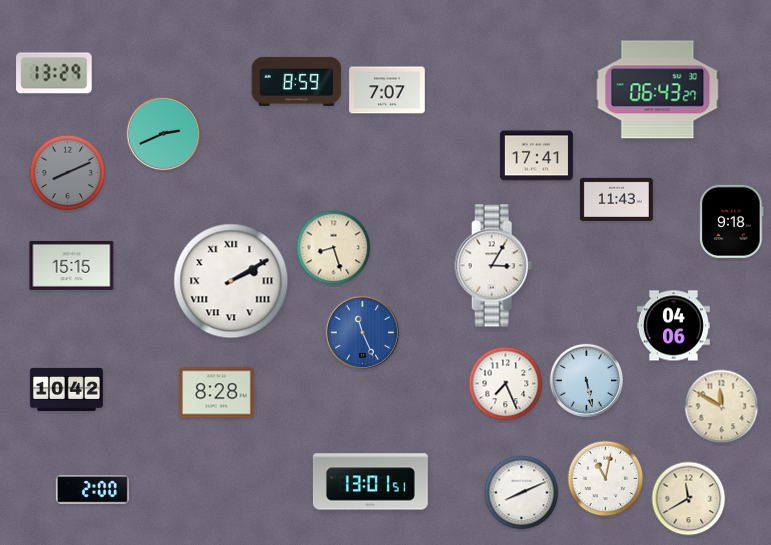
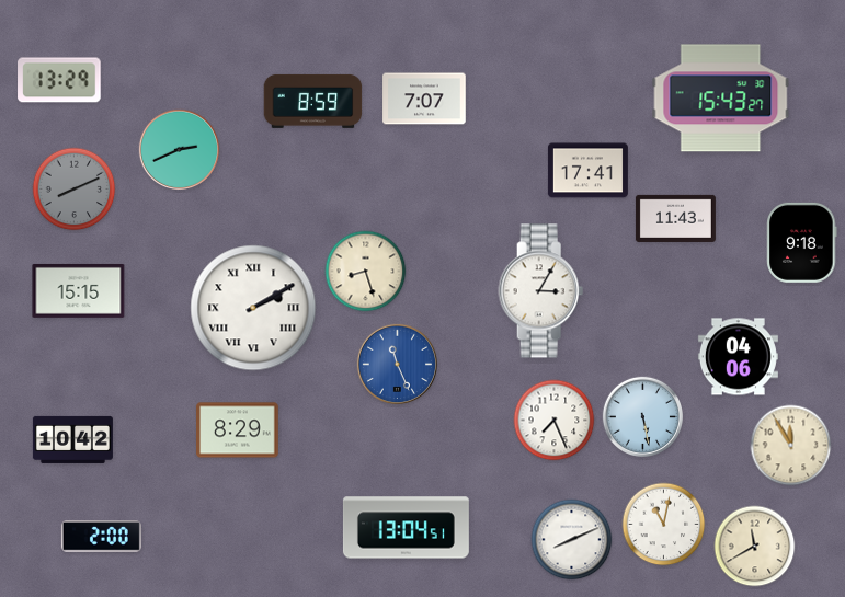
clock at (297, 81) position: (297, 81) -> (313, 101)
clock at (658, 90): 06:43 -> 15:43
clock at (163, 133) position: (163, 133) -> (179, 149)
clock at (66, 389) position: (66, 389) -> (72, 439)
clock at (217, 393): 8:28 -> 8:29
clock at (722, 407): 11:50 -> 11:55
clock at (370, 482): 13:01 -> 13:04
